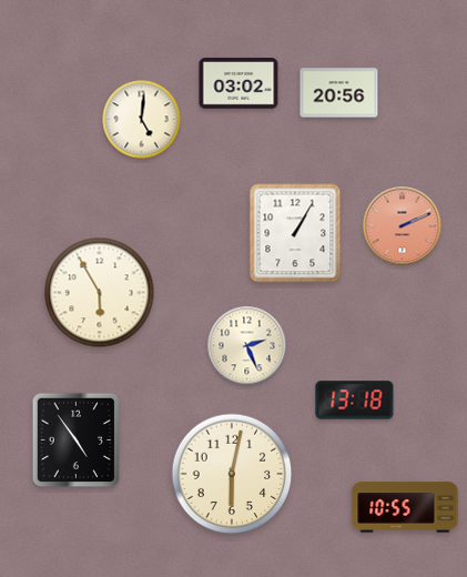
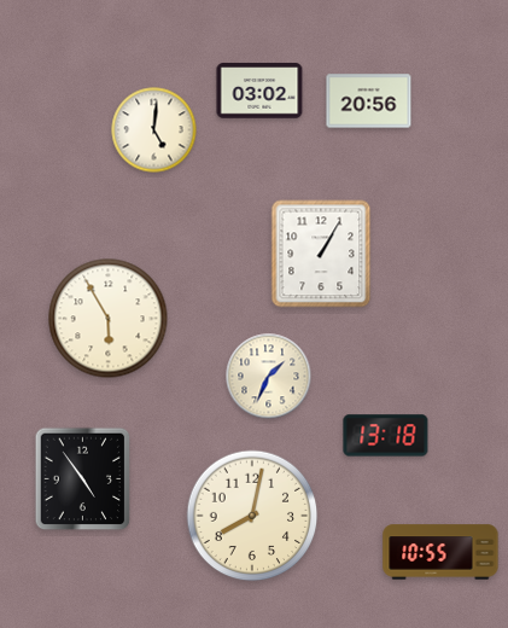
clock at (403, 226): 2:11 -> none
clock at (247, 346): 2:26 -> 1:34
clock at (232, 474): 6:02 -> 8:02
